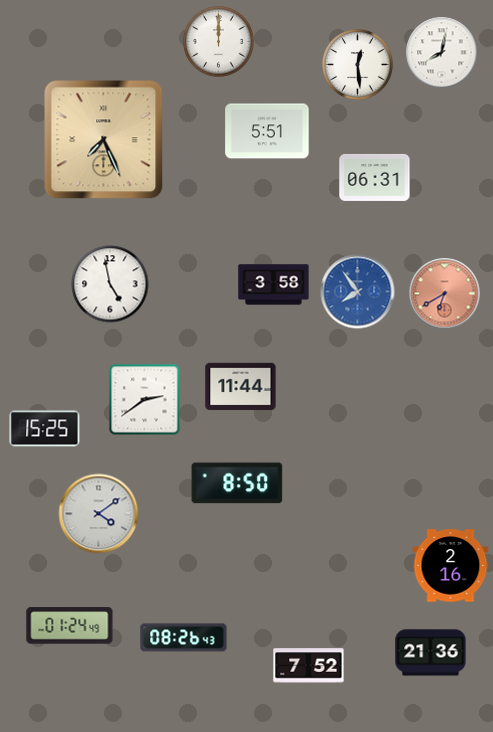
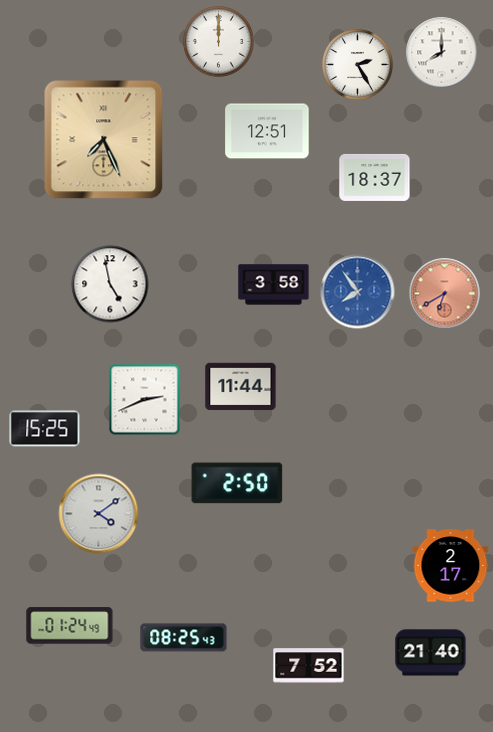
clock at (442, 53): 8:02 -> 8:00
clock at (358, 65): 12:29 -> 2:25
clock at (267, 131): 5:51 -> 12:51
clock at (375, 177): 06:31 -> 18:37
clock at (145, 400): 2:39 -> 2:41
clock at (237, 483): 8:50 -> 2:50
clock at (451, 566): 2:16 -> 2:17
clock at (184, 638): 08:26 -> 08:25
clock at (431, 653): 21:36 -> 21:40
